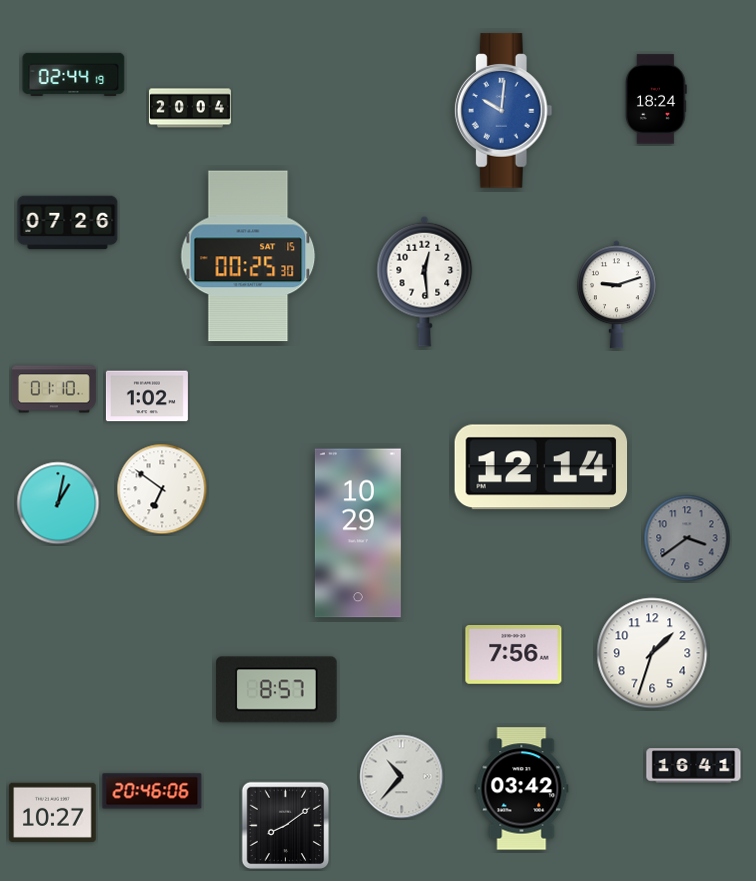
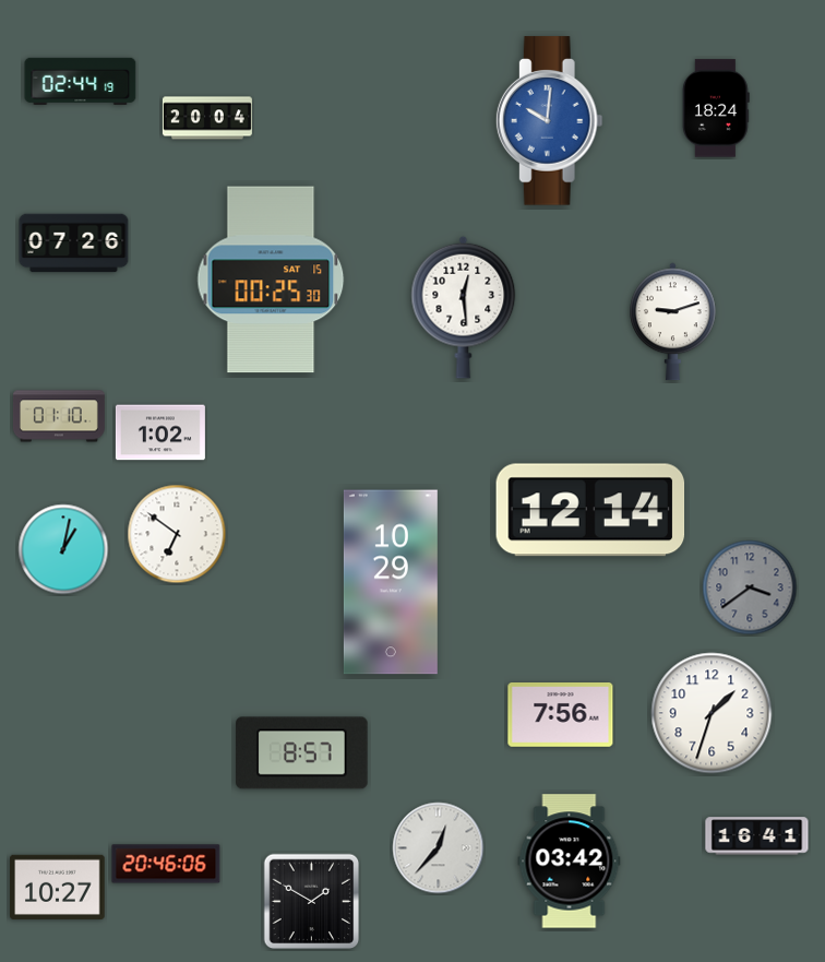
clock at (54, 389) position: (54, 389) -> (59, 416)
clock at (402, 777): 10:37 -> 12:37
clock at (286, 826): 8:09 -> 1:50
